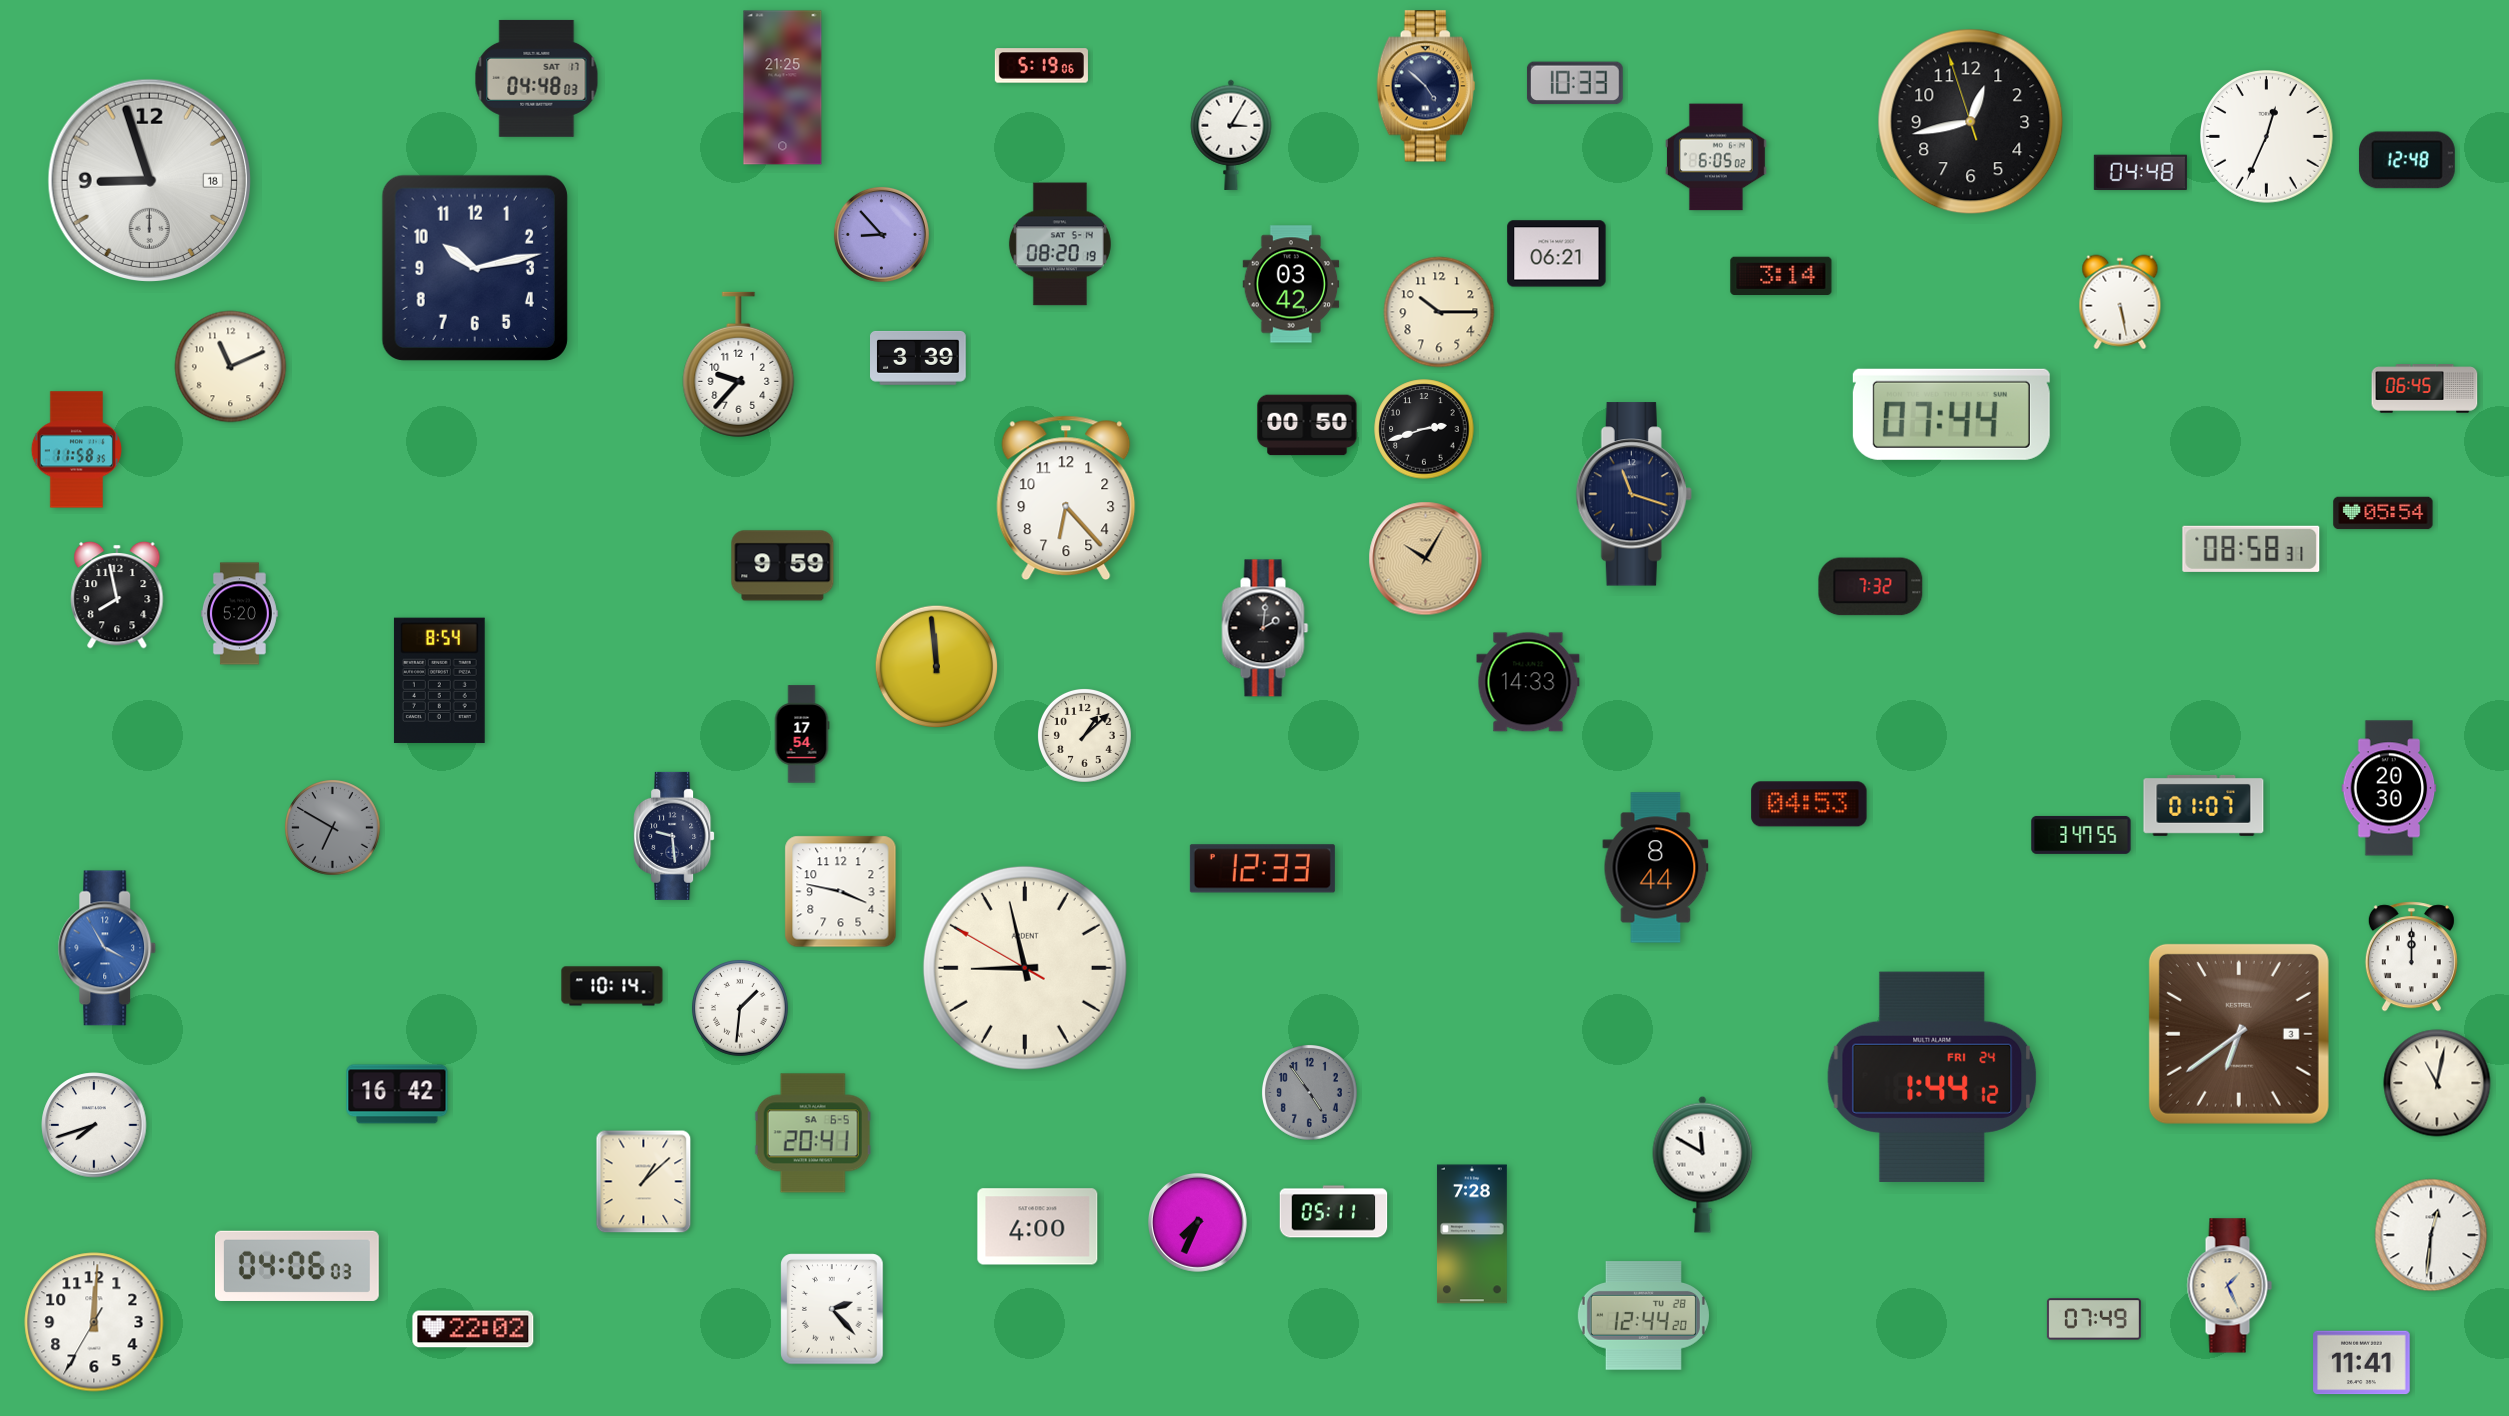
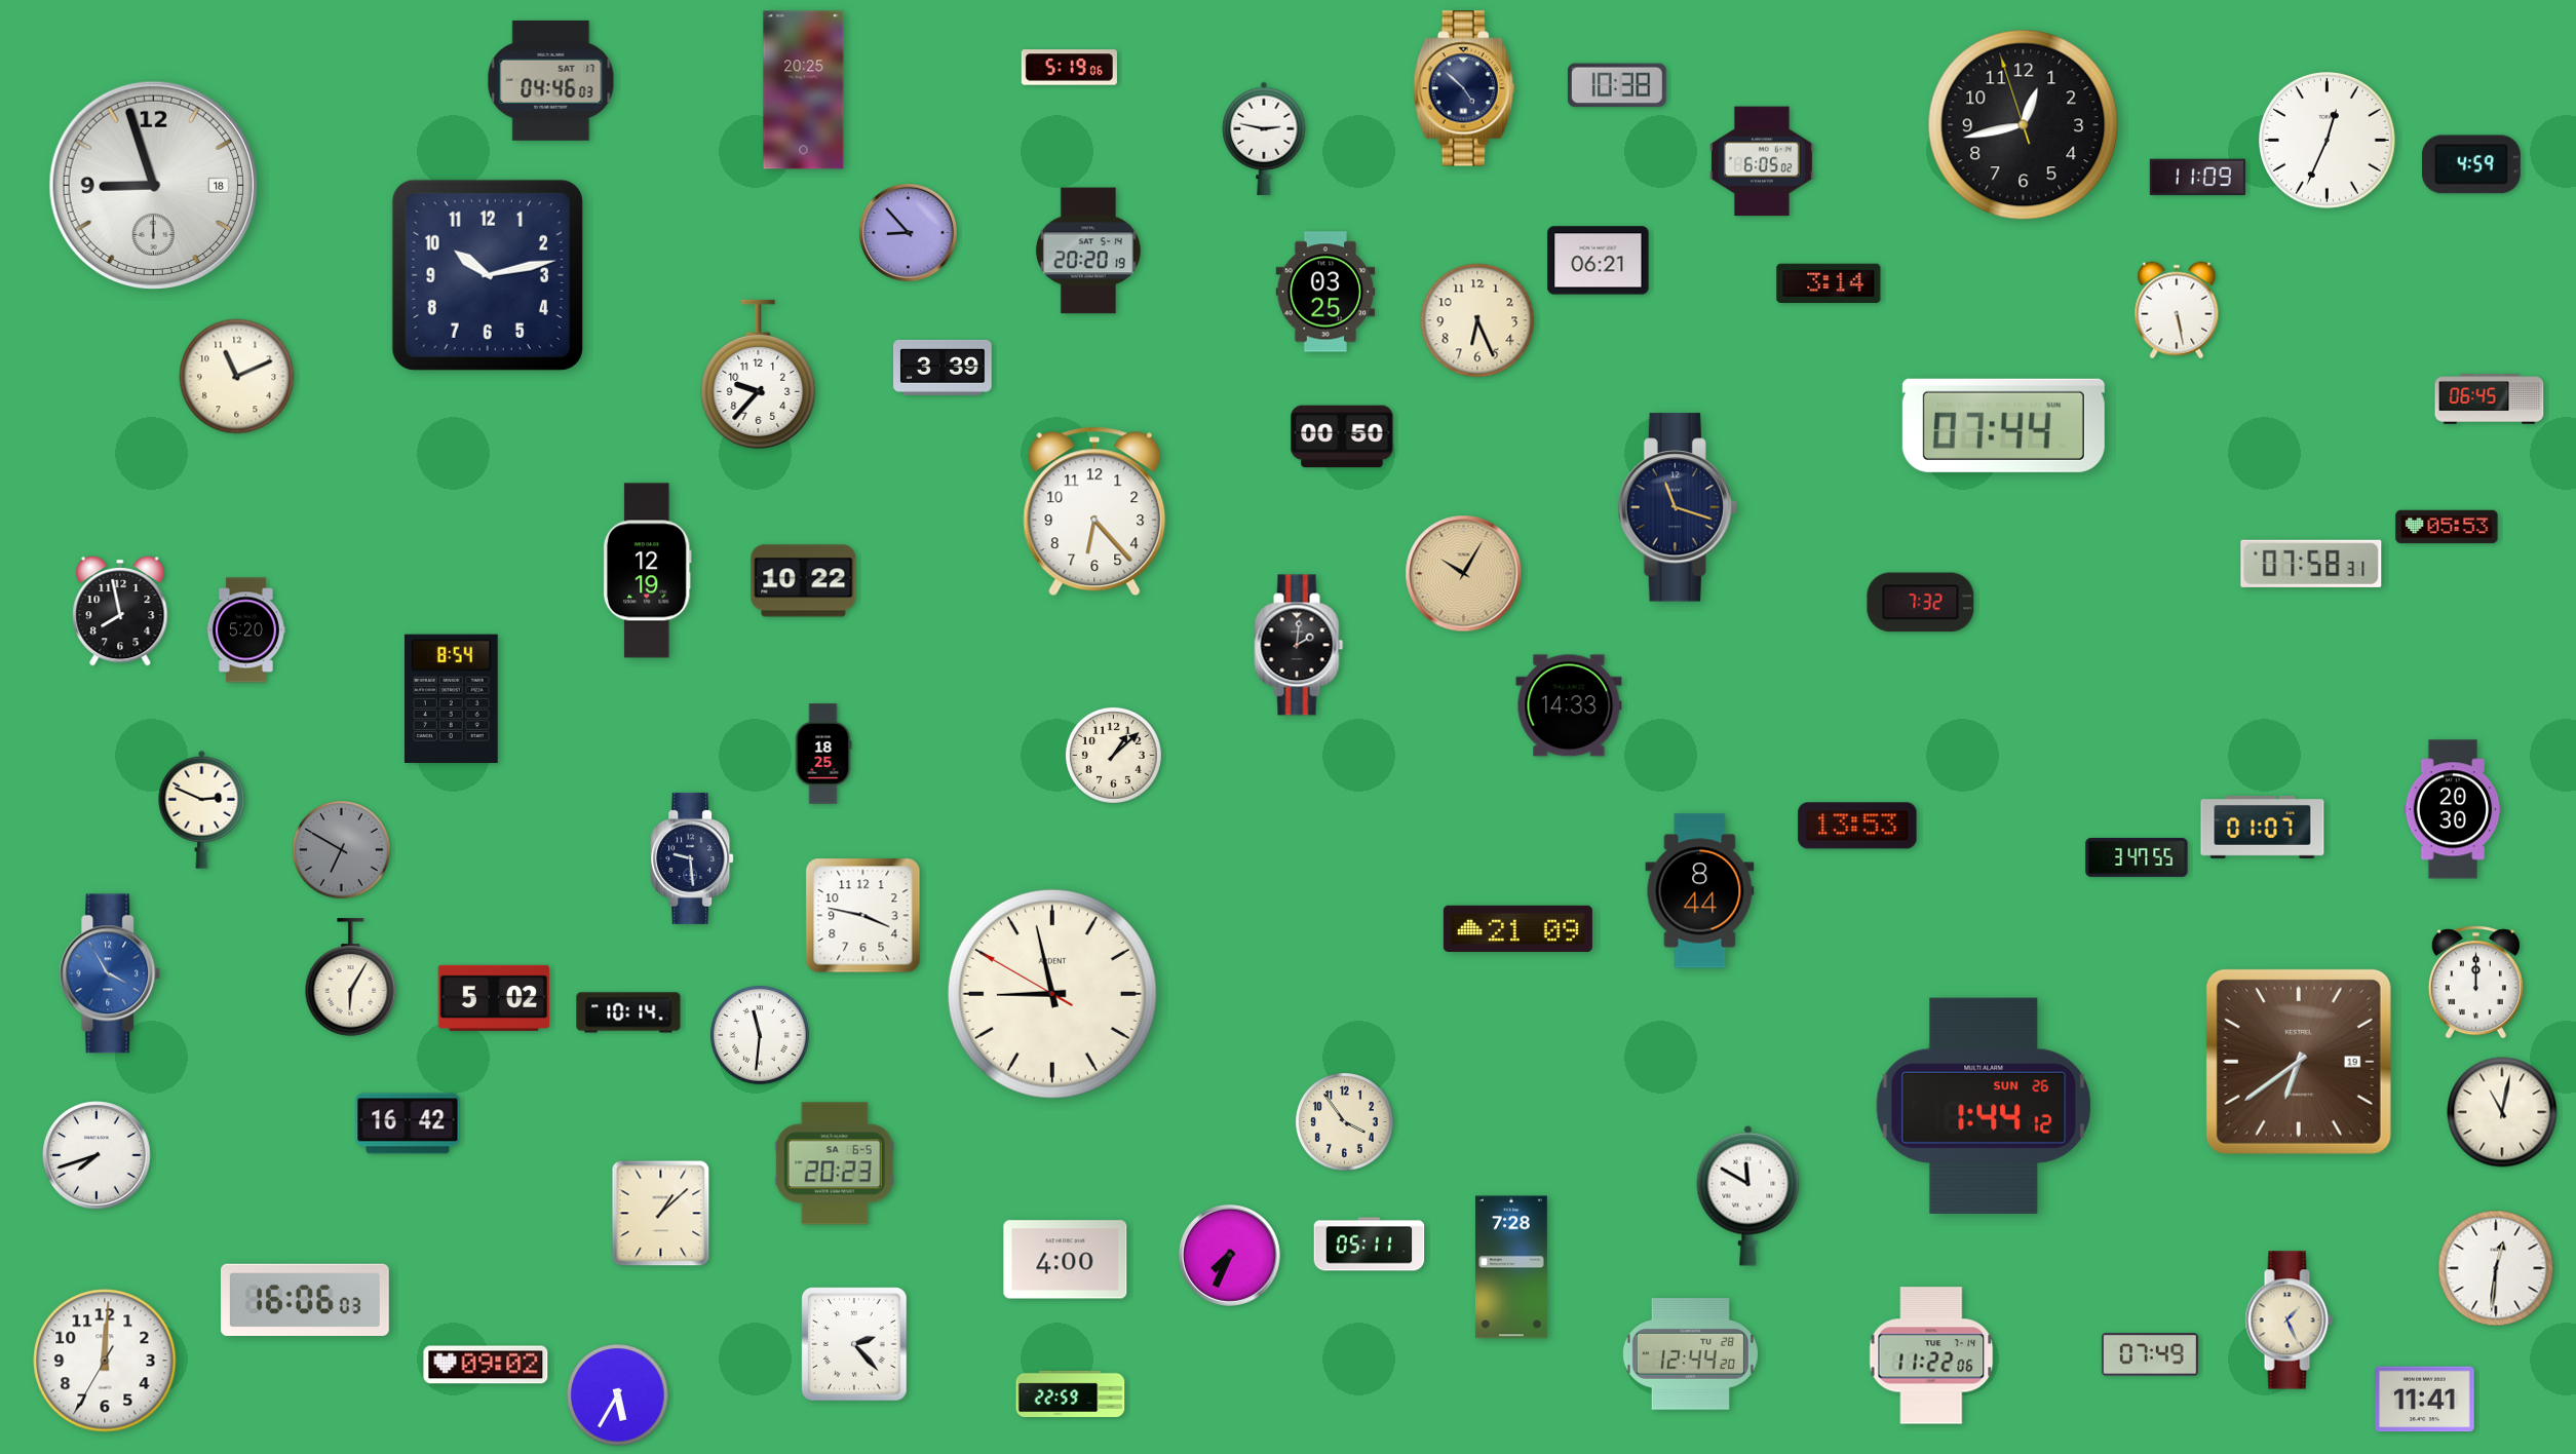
clock at (537, 78): 04:48 -> 04:46
clock at (1575, 83): 10:33 -> 10:38
clock at (783, 88): 21:25 -> 20:25
clock at (1231, 135): 3:05 -> 2:47
clock at (2407, 160): 12:48 -> 4:59
clock at (2140, 172): 04:48 -> 11:09
clock at (881, 234) position: (881, 234) -> (908, 232)
clock at (1060, 244): 08:20 -> 20:20
clock at (1291, 284): 03:42 -> 03:25
clock at (1439, 312): 10:15 -> 6:26
clock at (1424, 429): 2:42 -> none
clock at (76, 450): 11:58 -> none
clock at (2383, 513): 05:54 -> 05:53
clock at (2251, 549): 08:58 -> 07:58
clock at (648, 571): none -> 12:19
clock at (783, 566): 9:59 -> 10:22
clock at (937, 667): 11:59 -> none
clock at (1528, 682) position: (1528, 682) -> (1569, 705)
clock at (802, 734): 17:54 -> 18:25
clock at (202, 809): none -> 2:49
clock at (1809, 804): 04:53 -> 13:53
clock at (1262, 869): 12:33 -> none
clock at (1517, 928): none -> 21:09
clock at (351, 978): none -> 6:05
clock at (494, 998): none -> 5:02
clock at (740, 1008): 1:31 -> 11:31
clock at (2239, 1034) date: 3 -> 19
clock at (1932, 1077) date: FRI 24 -> SUN 26
clock at (1310, 1093): 4:54 -> 3:54
clock at (1310, 1093) dial: grey -> cream
clock at (813, 1133): 20:41 -> 20:23
clock at (297, 1266): 04:06 -> 16:06
clock at (1643, 1316) position: (1643, 1316) -> (1690, 1354)
clock at (1931, 1355): none -> 11:22
clock at (94, 1322) position: (94, 1322) -> (105, 1361)
clock at (473, 1329): 22:02 -> 09:02
clock at (1071, 1393): none -> 22:59
clock at (618, 1395): none -> 5:35
